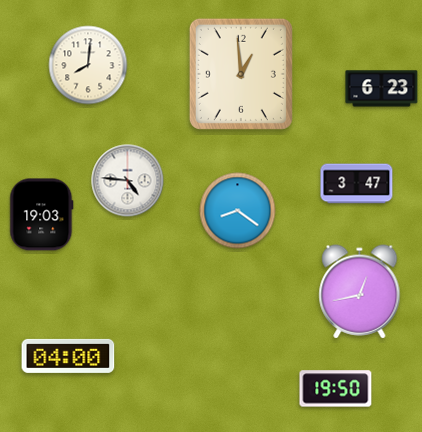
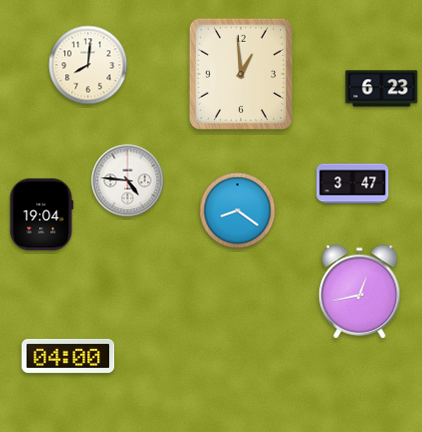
clock at (357, 184) position: (357, 184) -> (353, 184)
clock at (42, 215): 19:03 -> 19:04
clock at (336, 389): 19:50 -> none
